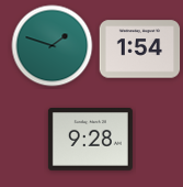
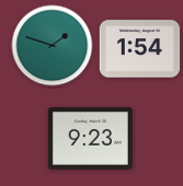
clock at (90, 140): 9:28 -> 9:23
